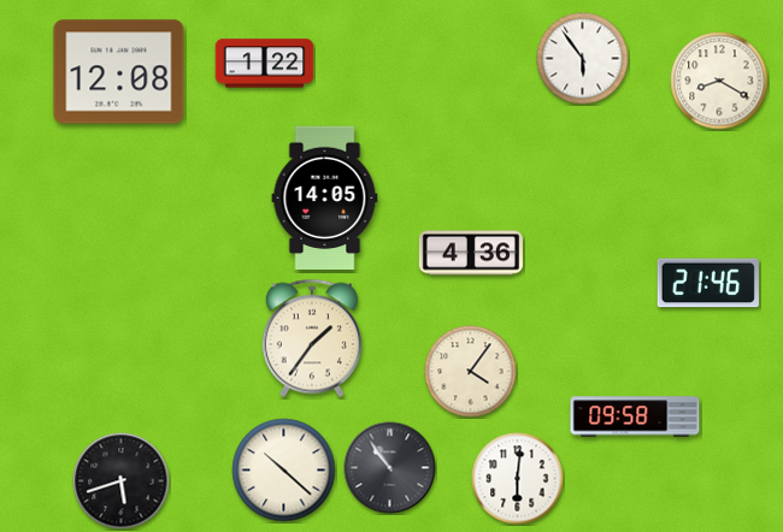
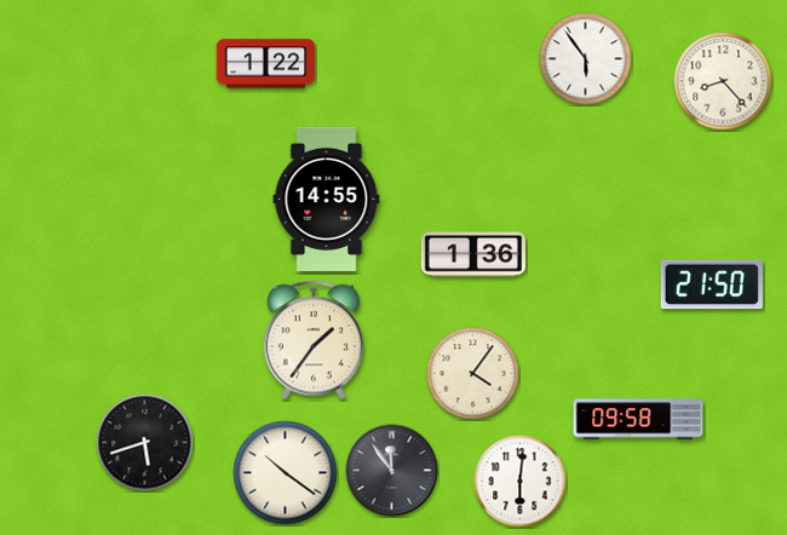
clock at (119, 72): 12:08 -> none
clock at (719, 81): 8:20 -> 8:23
clock at (325, 197): 14:05 -> 14:55
clock at (471, 253): 4:36 -> 1:36
clock at (708, 283): 21:46 -> 21:50
clock at (390, 468): 10:54 -> 11:54
clock at (284, 471): 10:22 -> 10:21
clock at (122, 481) position: (122, 481) -> (145, 443)
